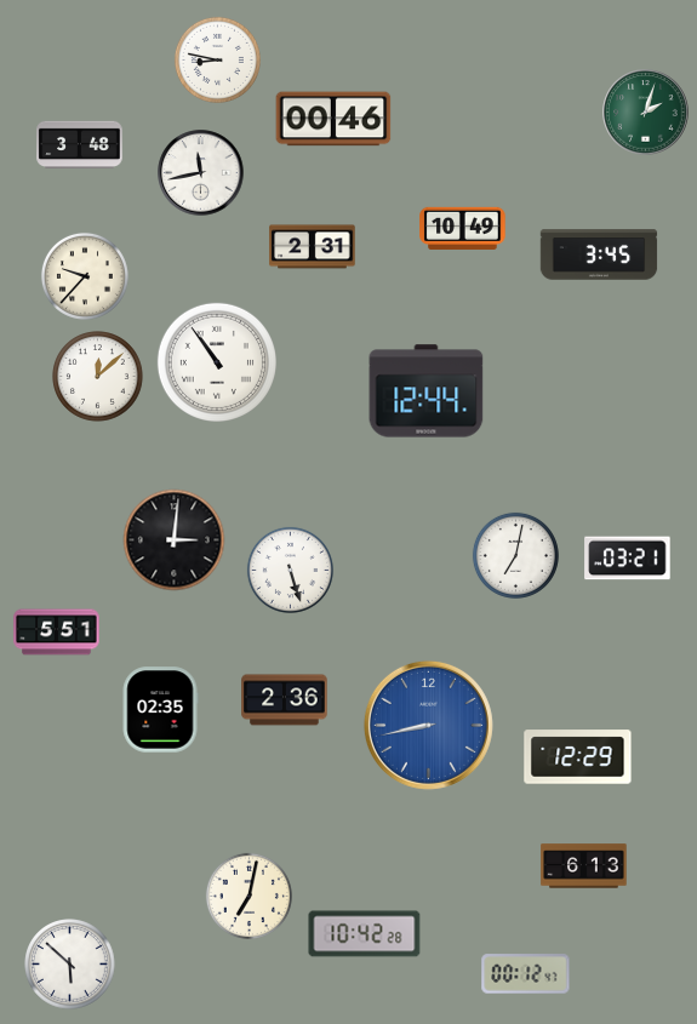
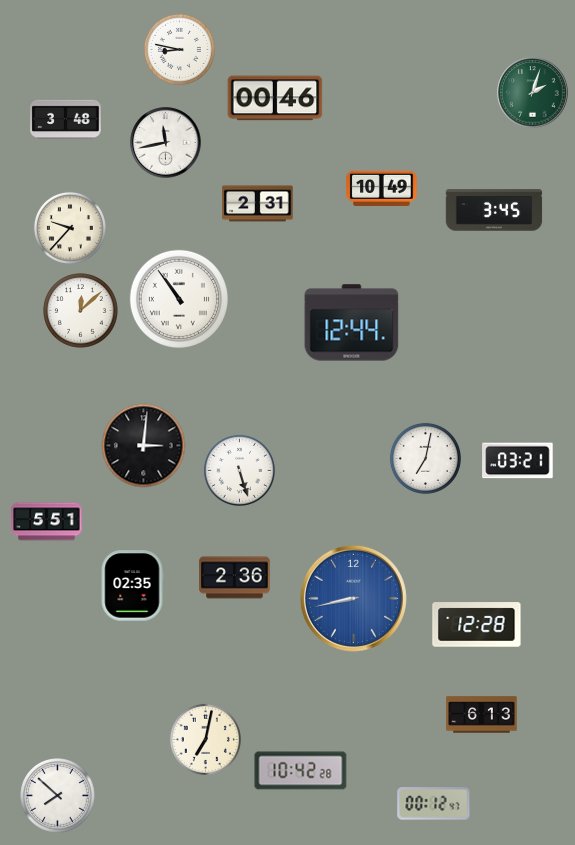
clock at (578, 757): 12:29 -> 12:28
clock at (70, 965): 5:52 -> 7:52
